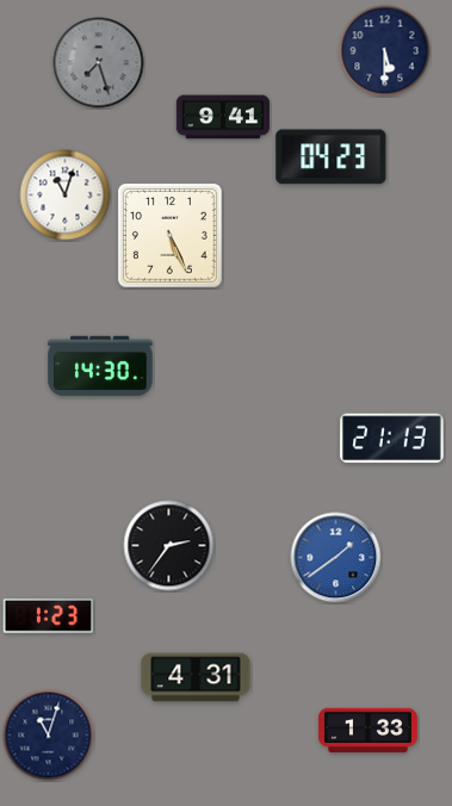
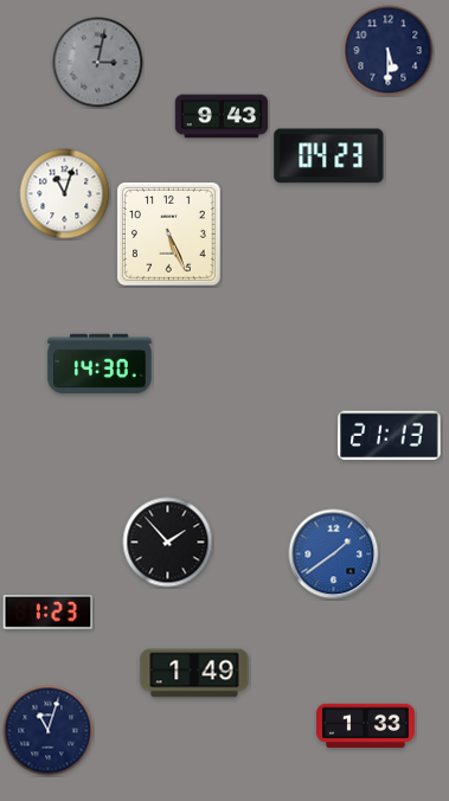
clock at (385, 51) position: (385, 51) -> (389, 51)
clock at (99, 63): 7:27 -> 3:02
clock at (222, 117): 9:41 -> 9:43
clock at (169, 546): 2:36 -> 1:53
clock at (196, 677): 4:31 -> 1:49
